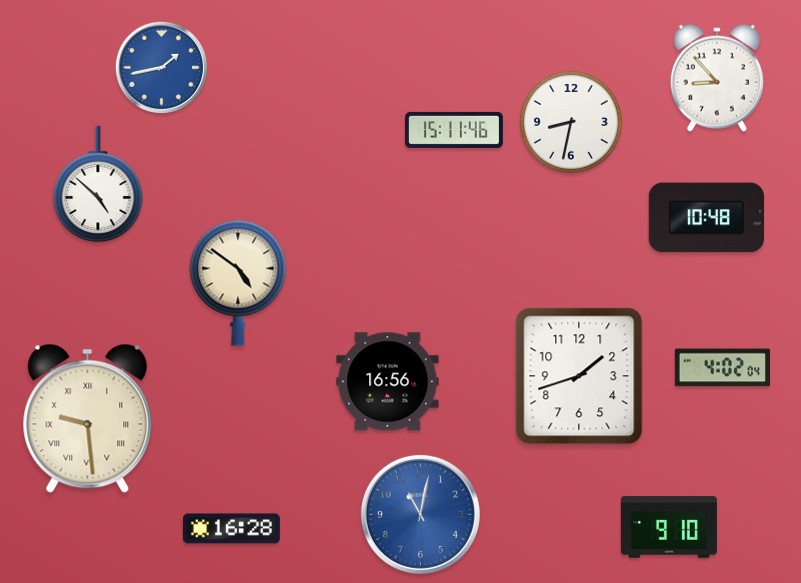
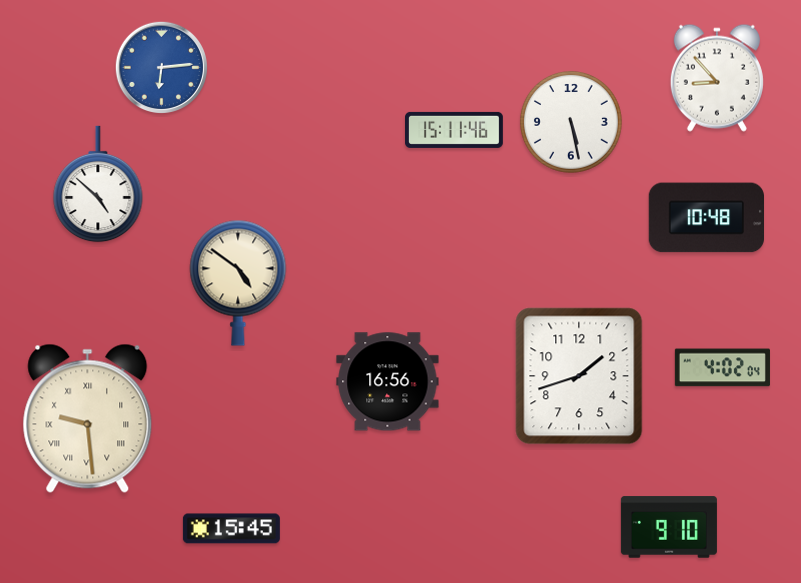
clock at (161, 67): 1:43 -> 6:14
clock at (571, 122): 8:32 -> 5:28
clock at (420, 514): 11:02 -> none
clock at (231, 529): 16:28 -> 15:45
